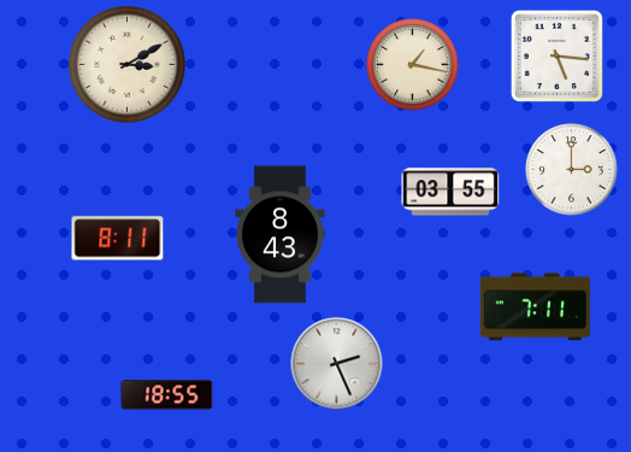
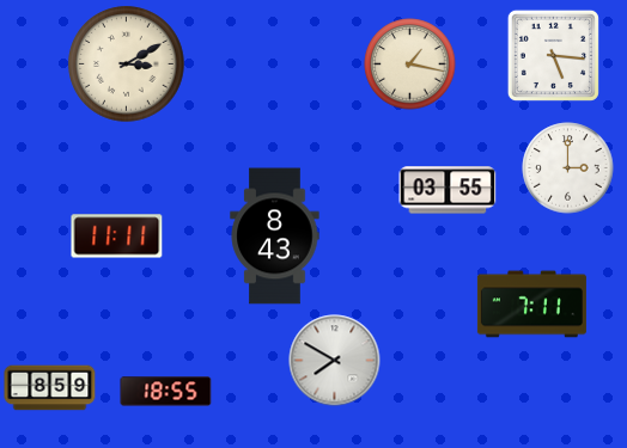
clock at (281, 235) position: (281, 235) -> (275, 237)
clock at (118, 239): 8:11 -> 11:11
clock at (337, 364): 2:26 -> 7:50
clock at (50, 388): none -> 8:59
